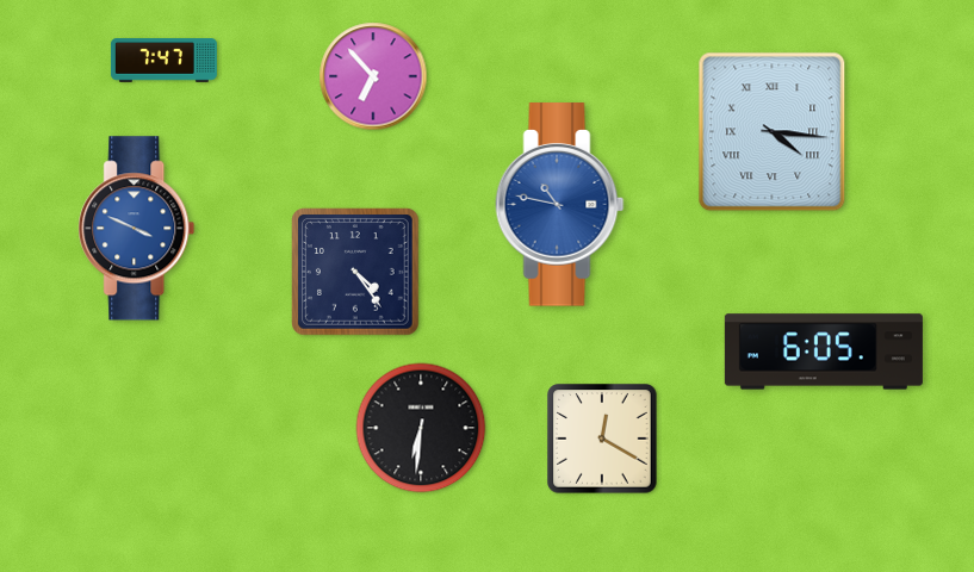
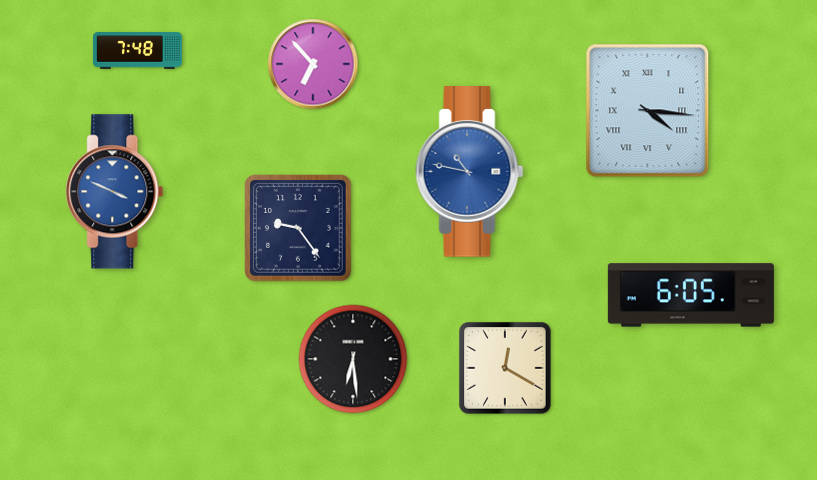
clock at (163, 61): 7:47 -> 7:48
clock at (355, 272): 4:24 -> 9:24
clock at (421, 428): 6:31 -> 6:29
